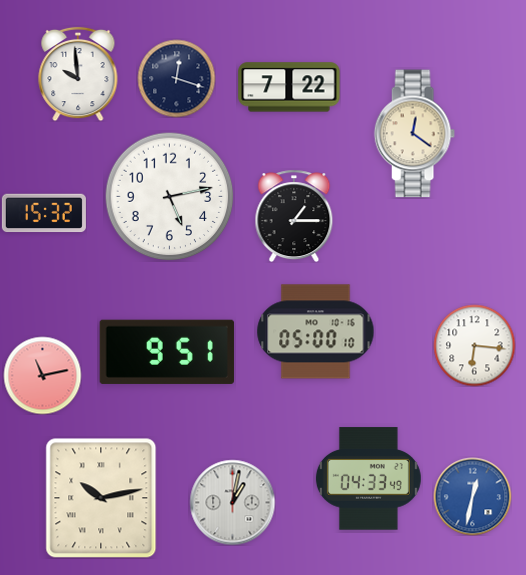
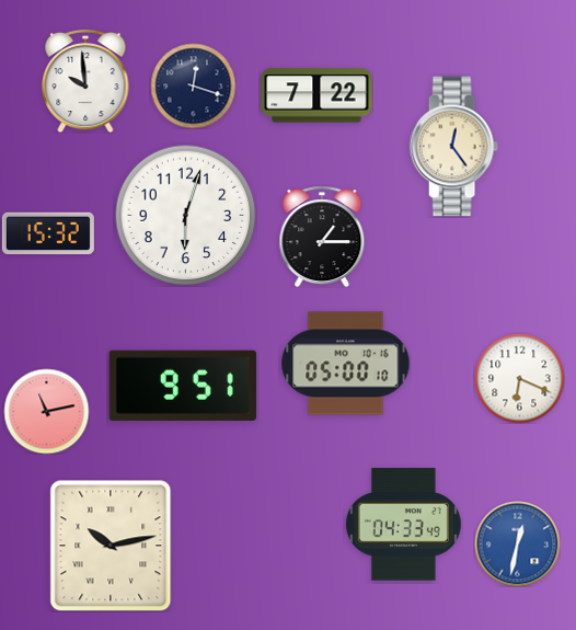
clock at (414, 134): 12:21 -> 12:24
clock at (169, 196): 5:13 -> 6:03
clock at (474, 345): 6:16 -> 6:19
clock at (232, 502): 1:02 -> none
